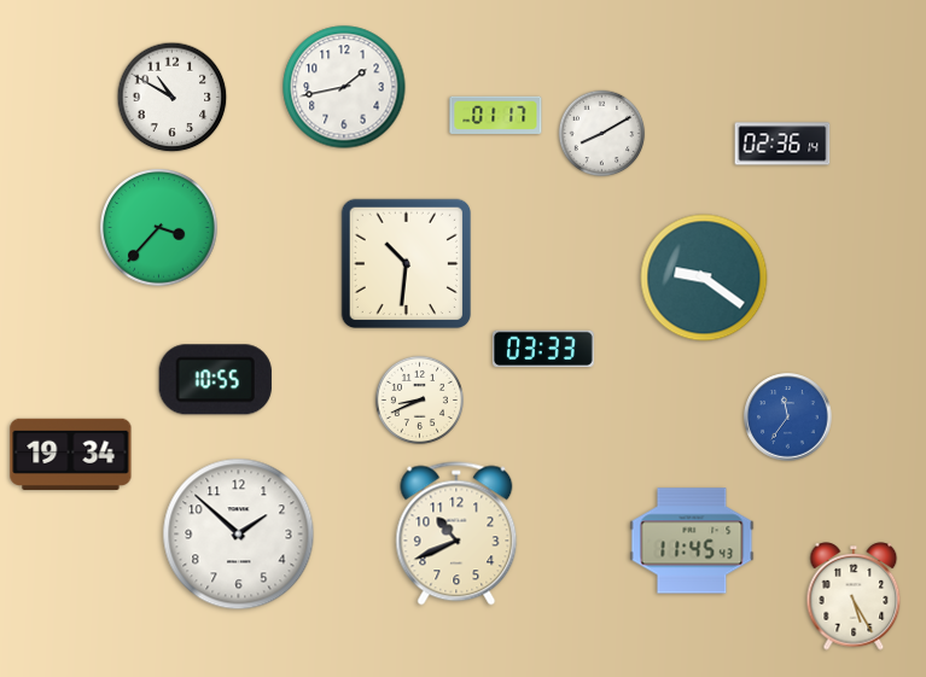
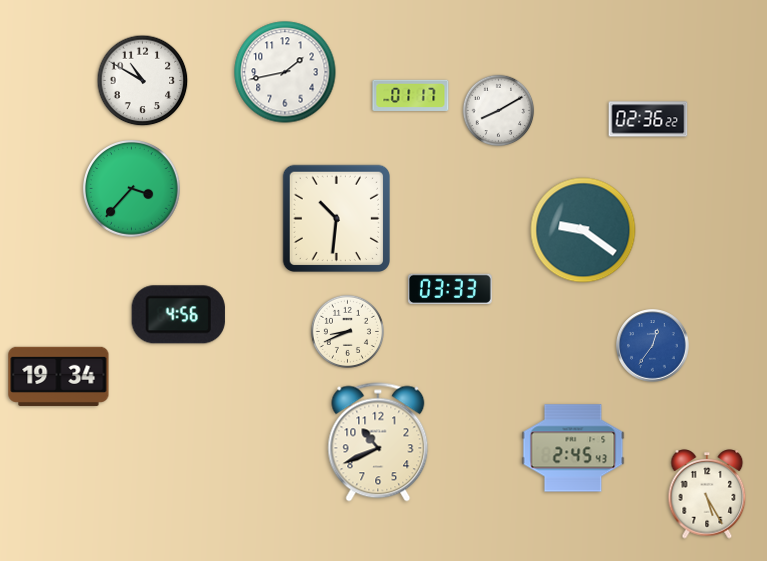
clock at (782, 144): 02:36:14 -> 02:36:22
clock at (215, 380): 10:55 -> 4:56
clock at (788, 418): 11:36 -> 12:36
clock at (239, 535): 1:52 -> none
clock at (692, 541): 11:45 -> 2:45
